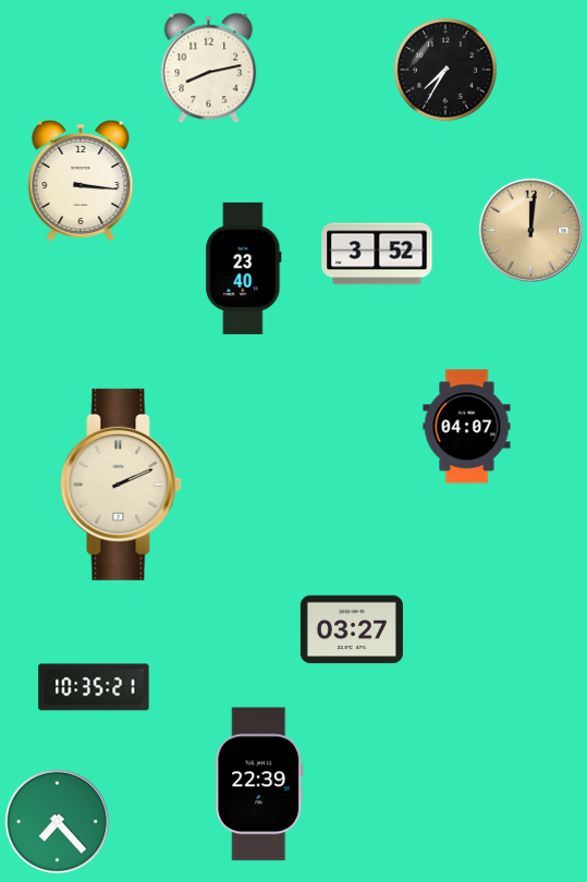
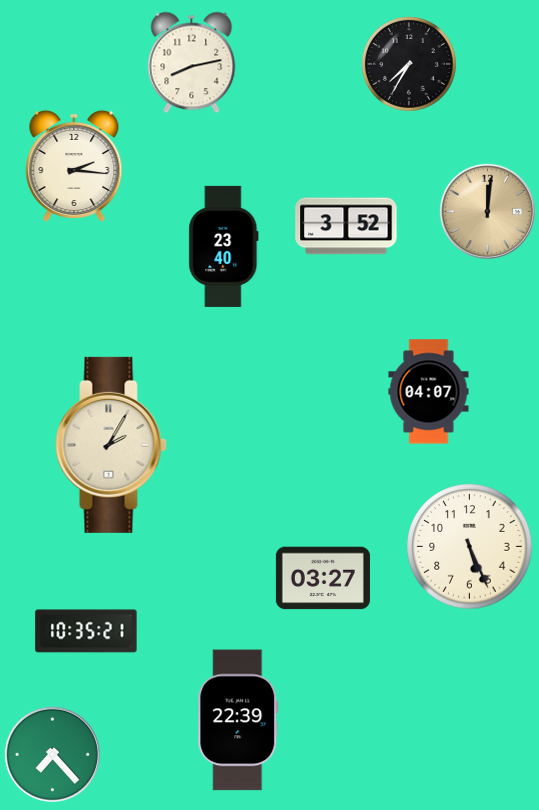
clock at (81, 180): 3:16 -> 2:16
clock at (377, 254) position: (377, 254) -> (346, 226)
clock at (121, 485): 2:11 -> 2:05
clock at (470, 547): none -> 5:26
